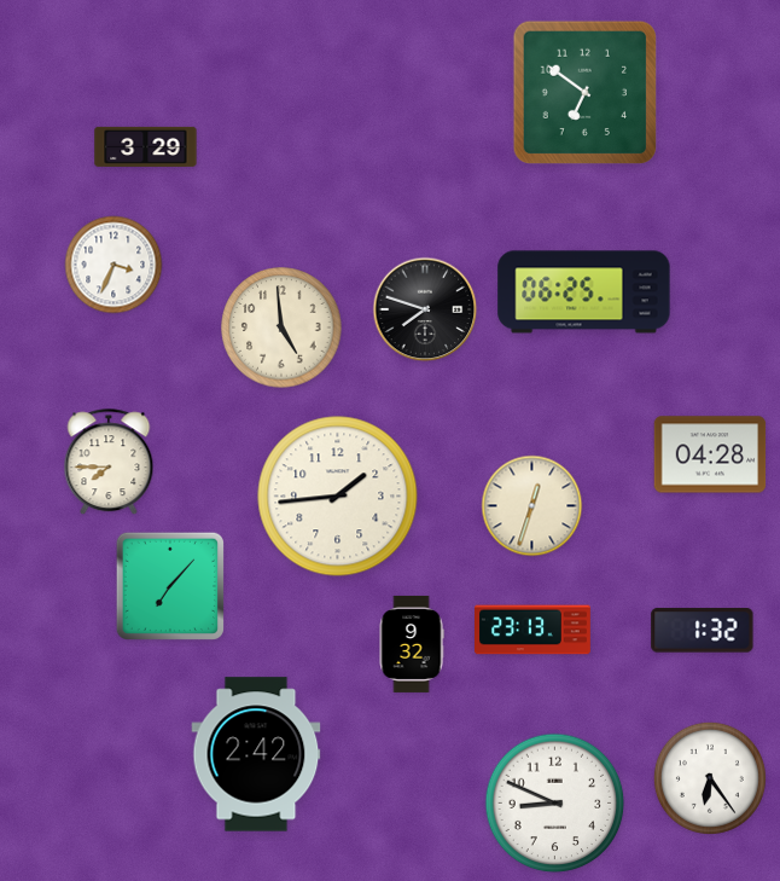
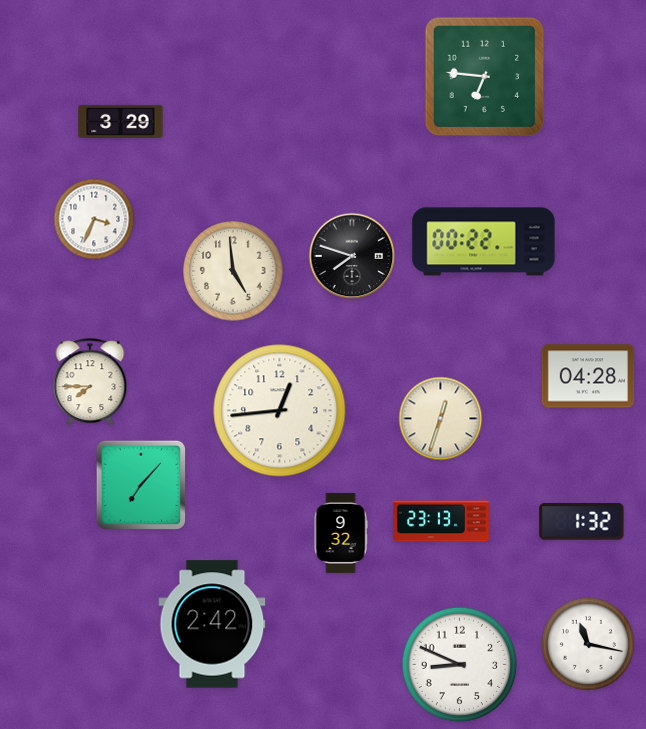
clock at (586, 93): 6:51 -> 6:46
clock at (584, 292): 06:25 -> 00:22
clock at (338, 497): 1:44 -> 12:44
clock at (710, 778): 6:24 -> 11:17
